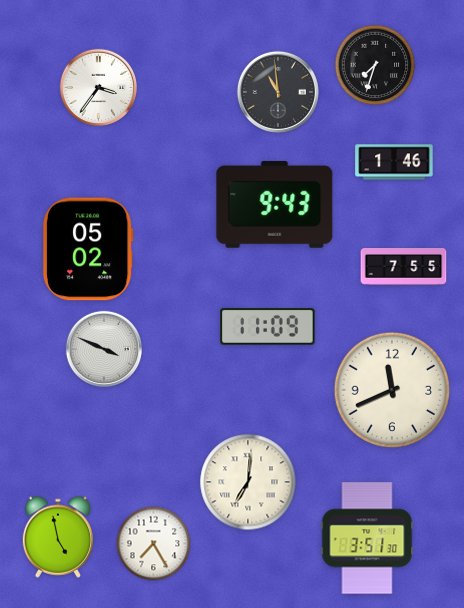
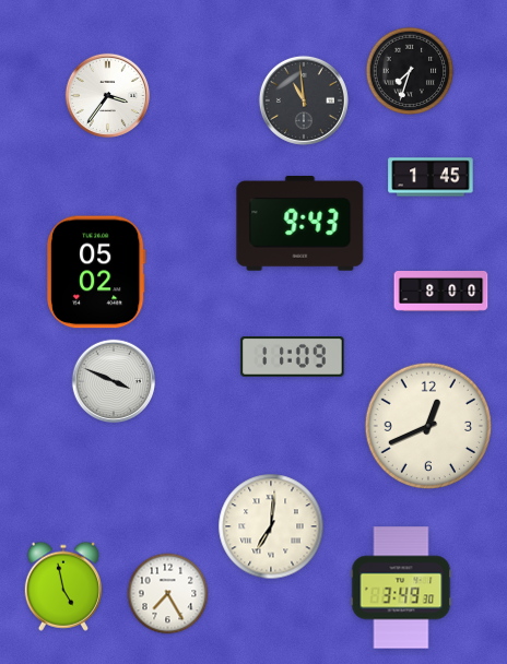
clock at (394, 162): 1:46 -> 1:45
clock at (404, 267): 7:55 -> 8:00
clock at (391, 389): 11:41 -> 12:41
clock at (367, 538): 3:51 -> 3:49
